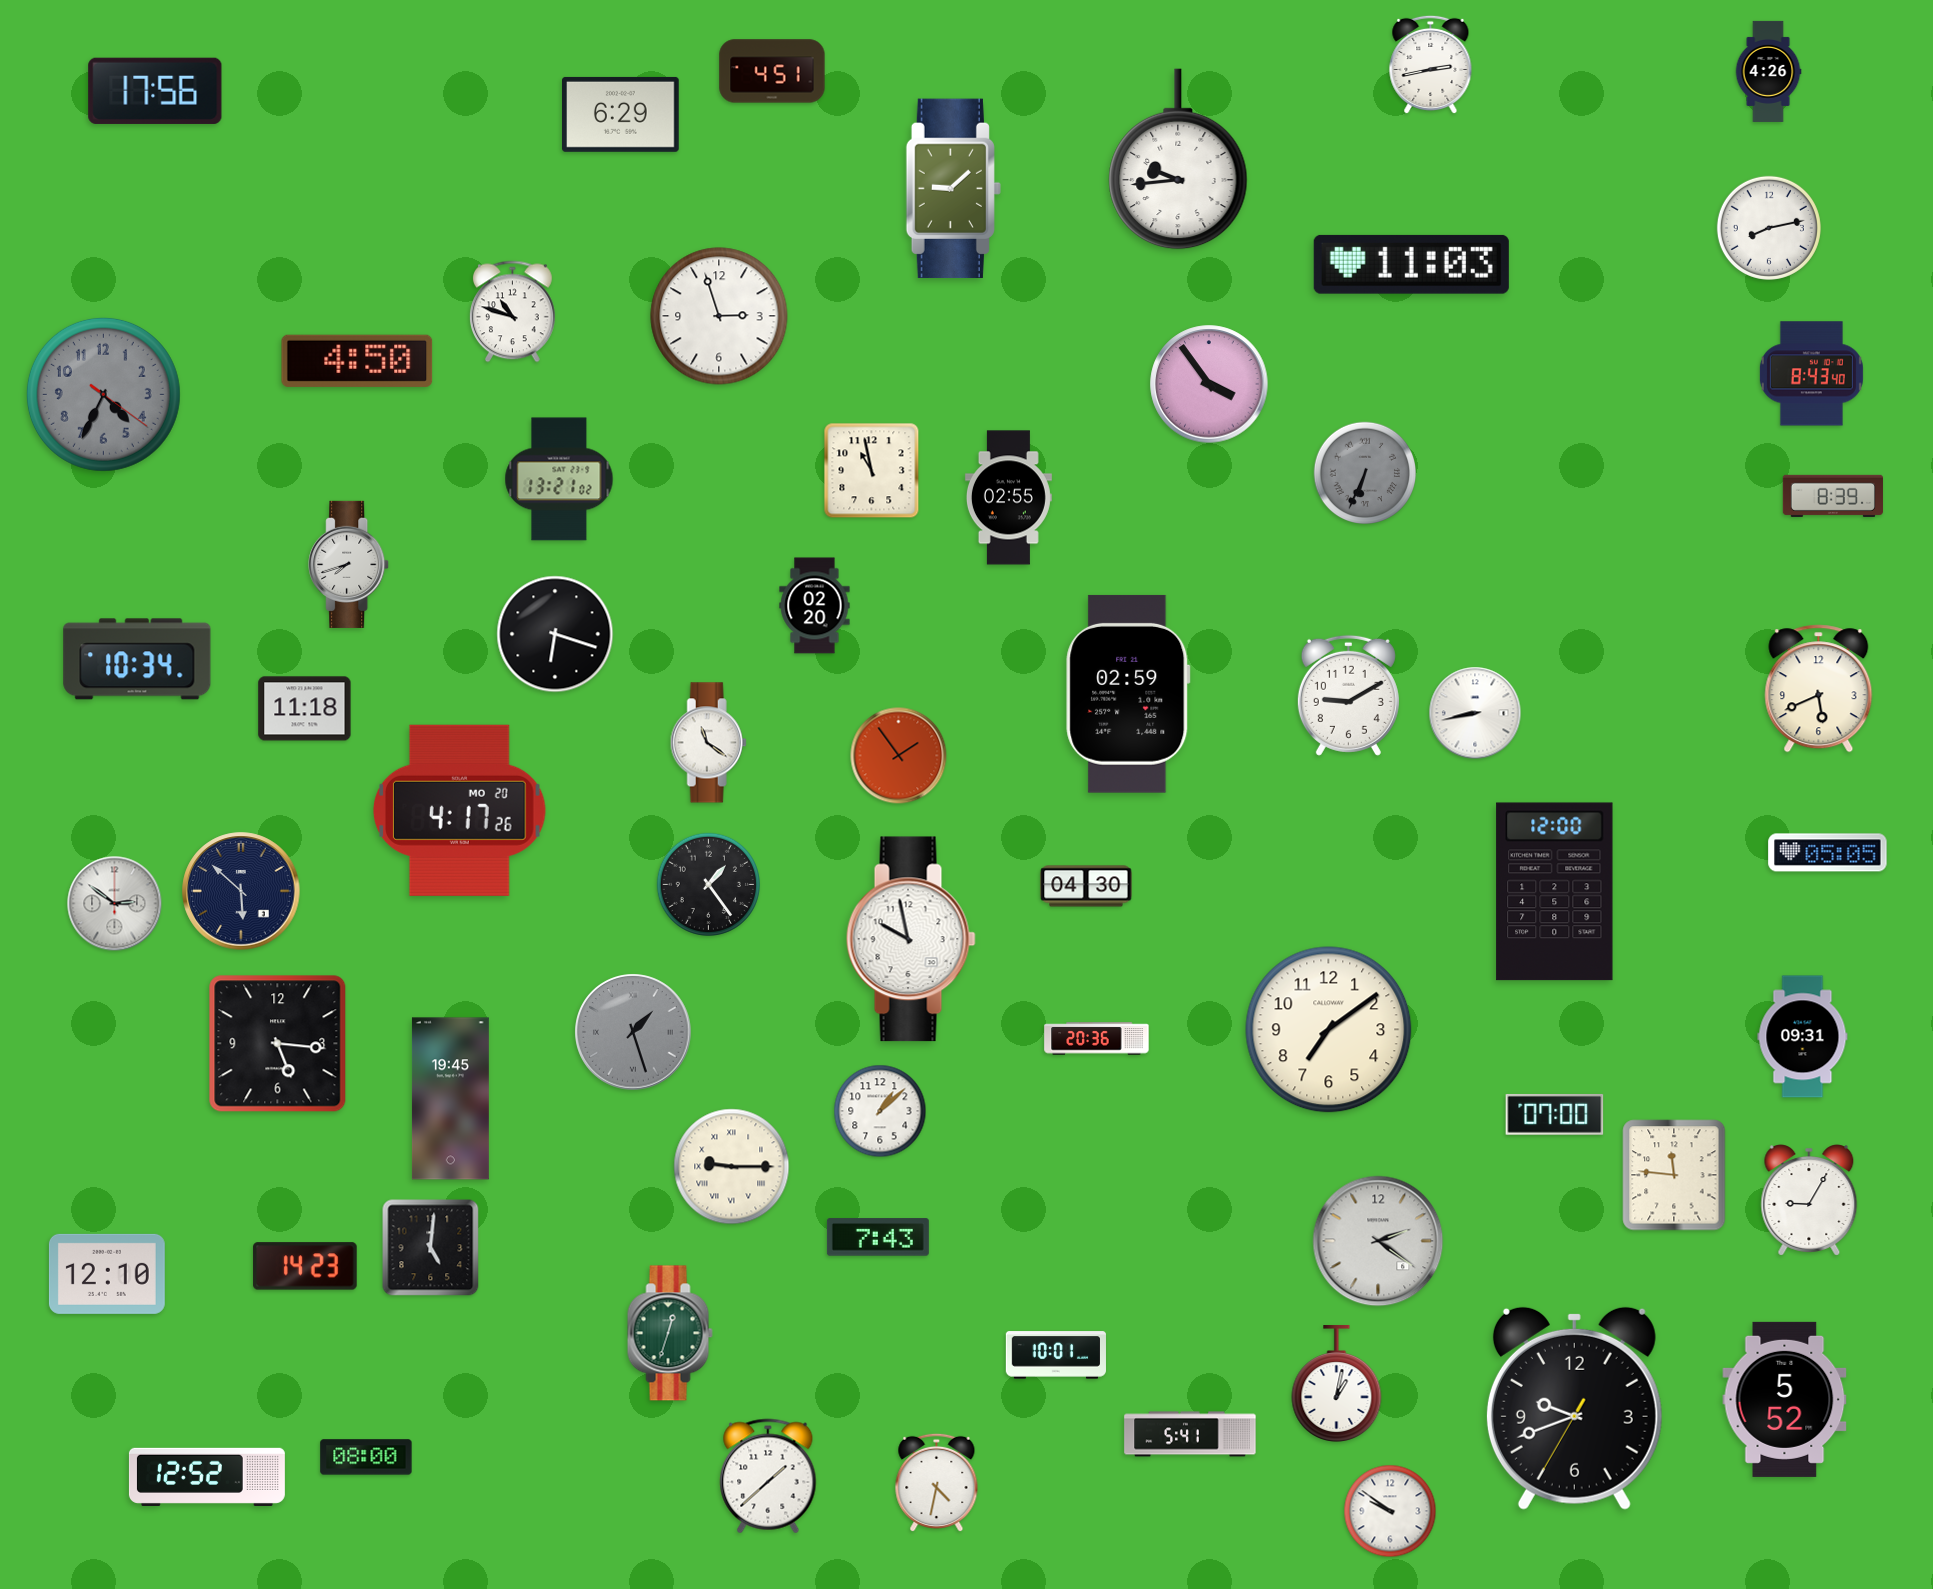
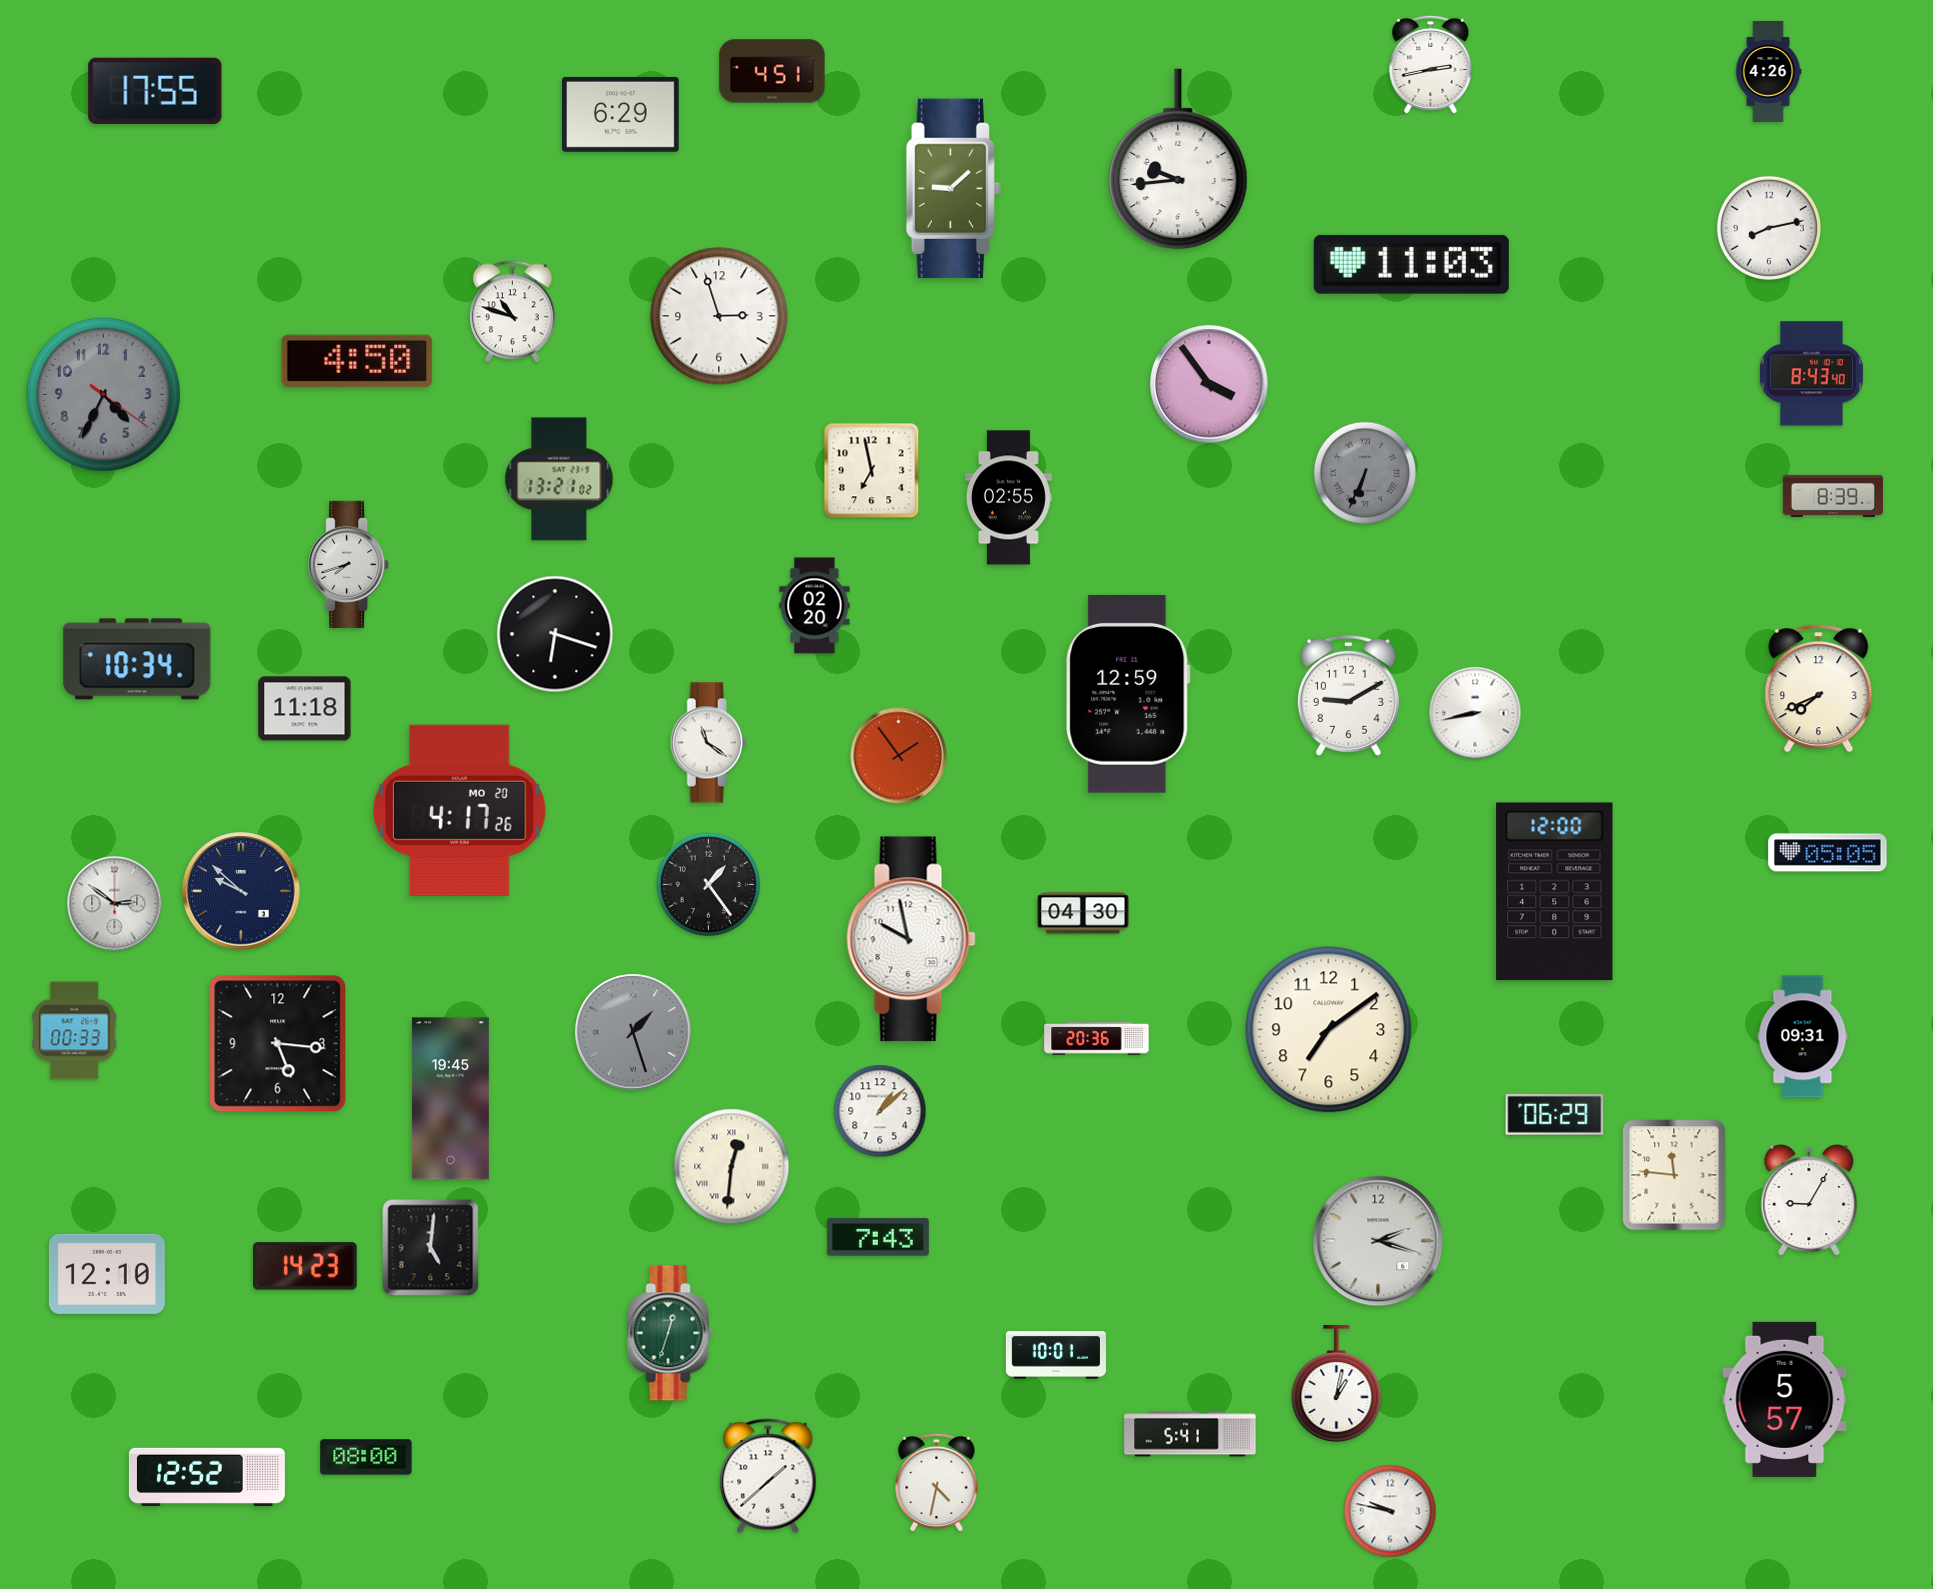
clock at (155, 91): 17:56 -> 17:55
clock at (872, 471): 10:58 -> 6:58
clock at (1819, 689): 5:41 -> 7:41
clock at (1128, 694): 02:59 -> 12:59
clock at (1086, 886) position: (1086, 886) -> (1083, 913)
clock at (241, 891): 5:52 -> 9:52
clock at (75, 1031): none -> 00:33
clock at (1555, 1115): 07:00 -> 06:29
clock at (732, 1167): 9:15 -> 12:31
clock at (1378, 1241): 2:21 -> 2:18
clock at (1785, 1399): 5:52 -> 5:57
clock at (1574, 1408): 9:41 -> none
clock at (1390, 1511): 9:51 -> 9:47
